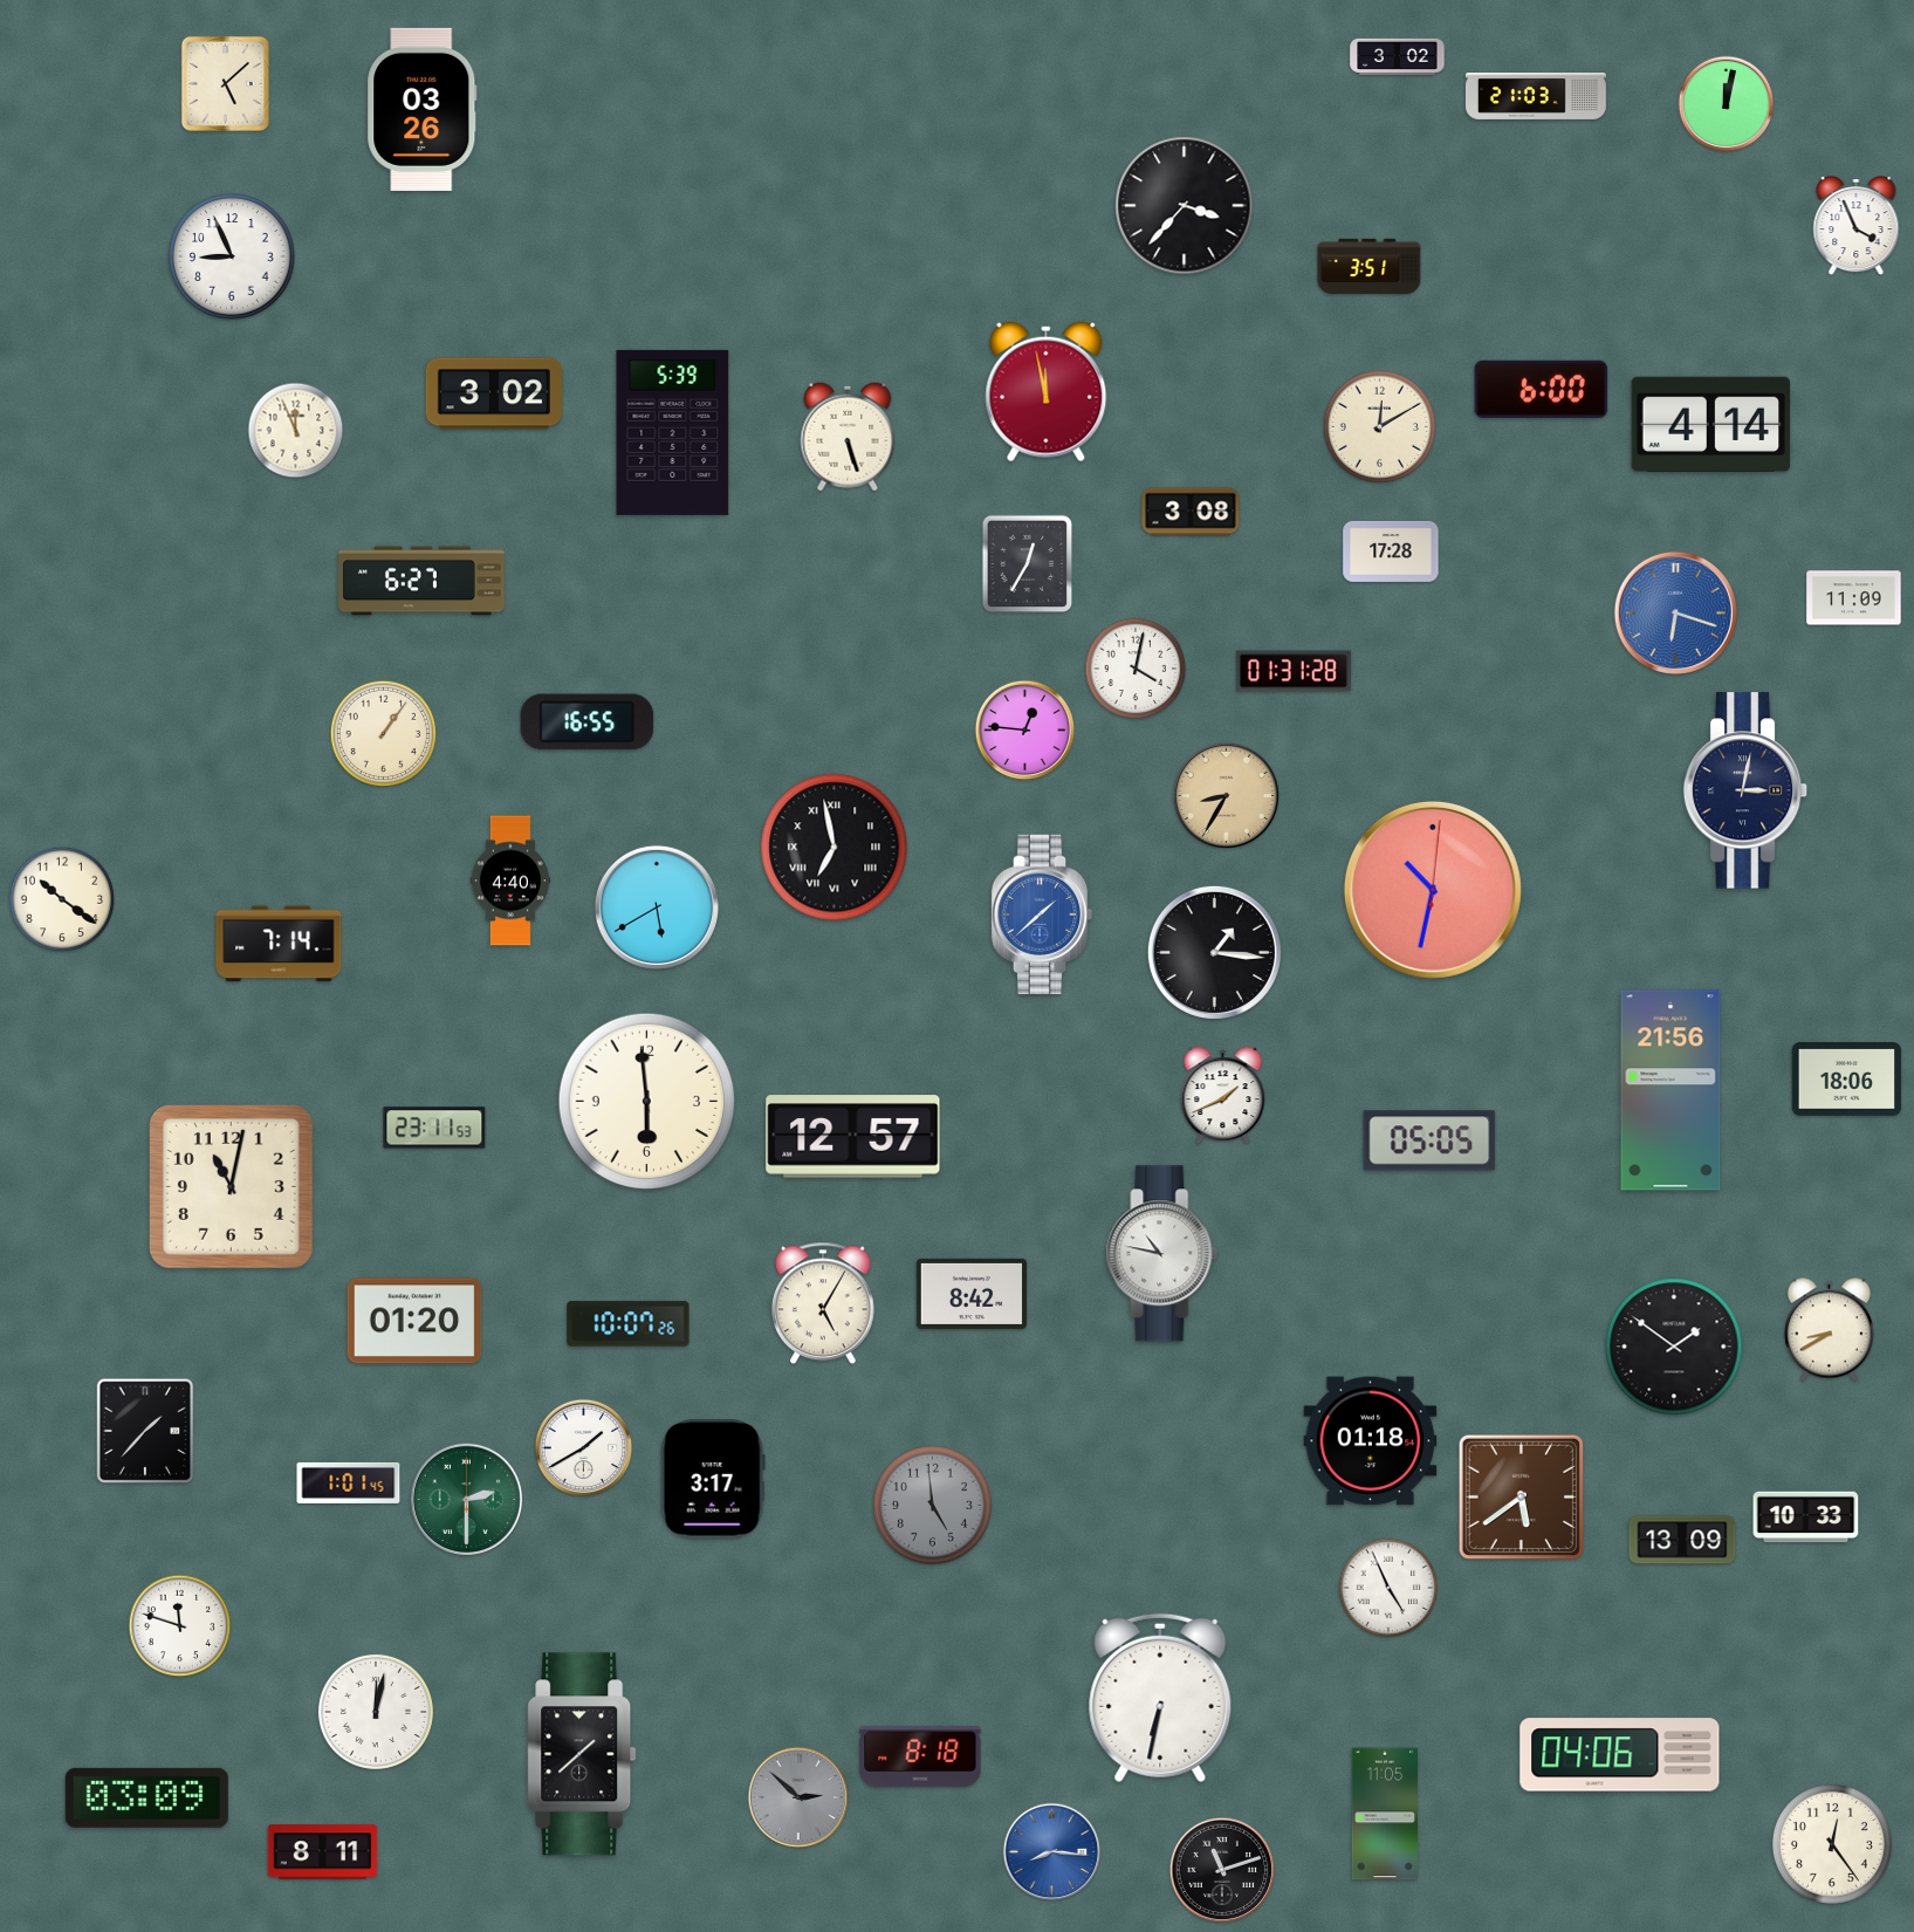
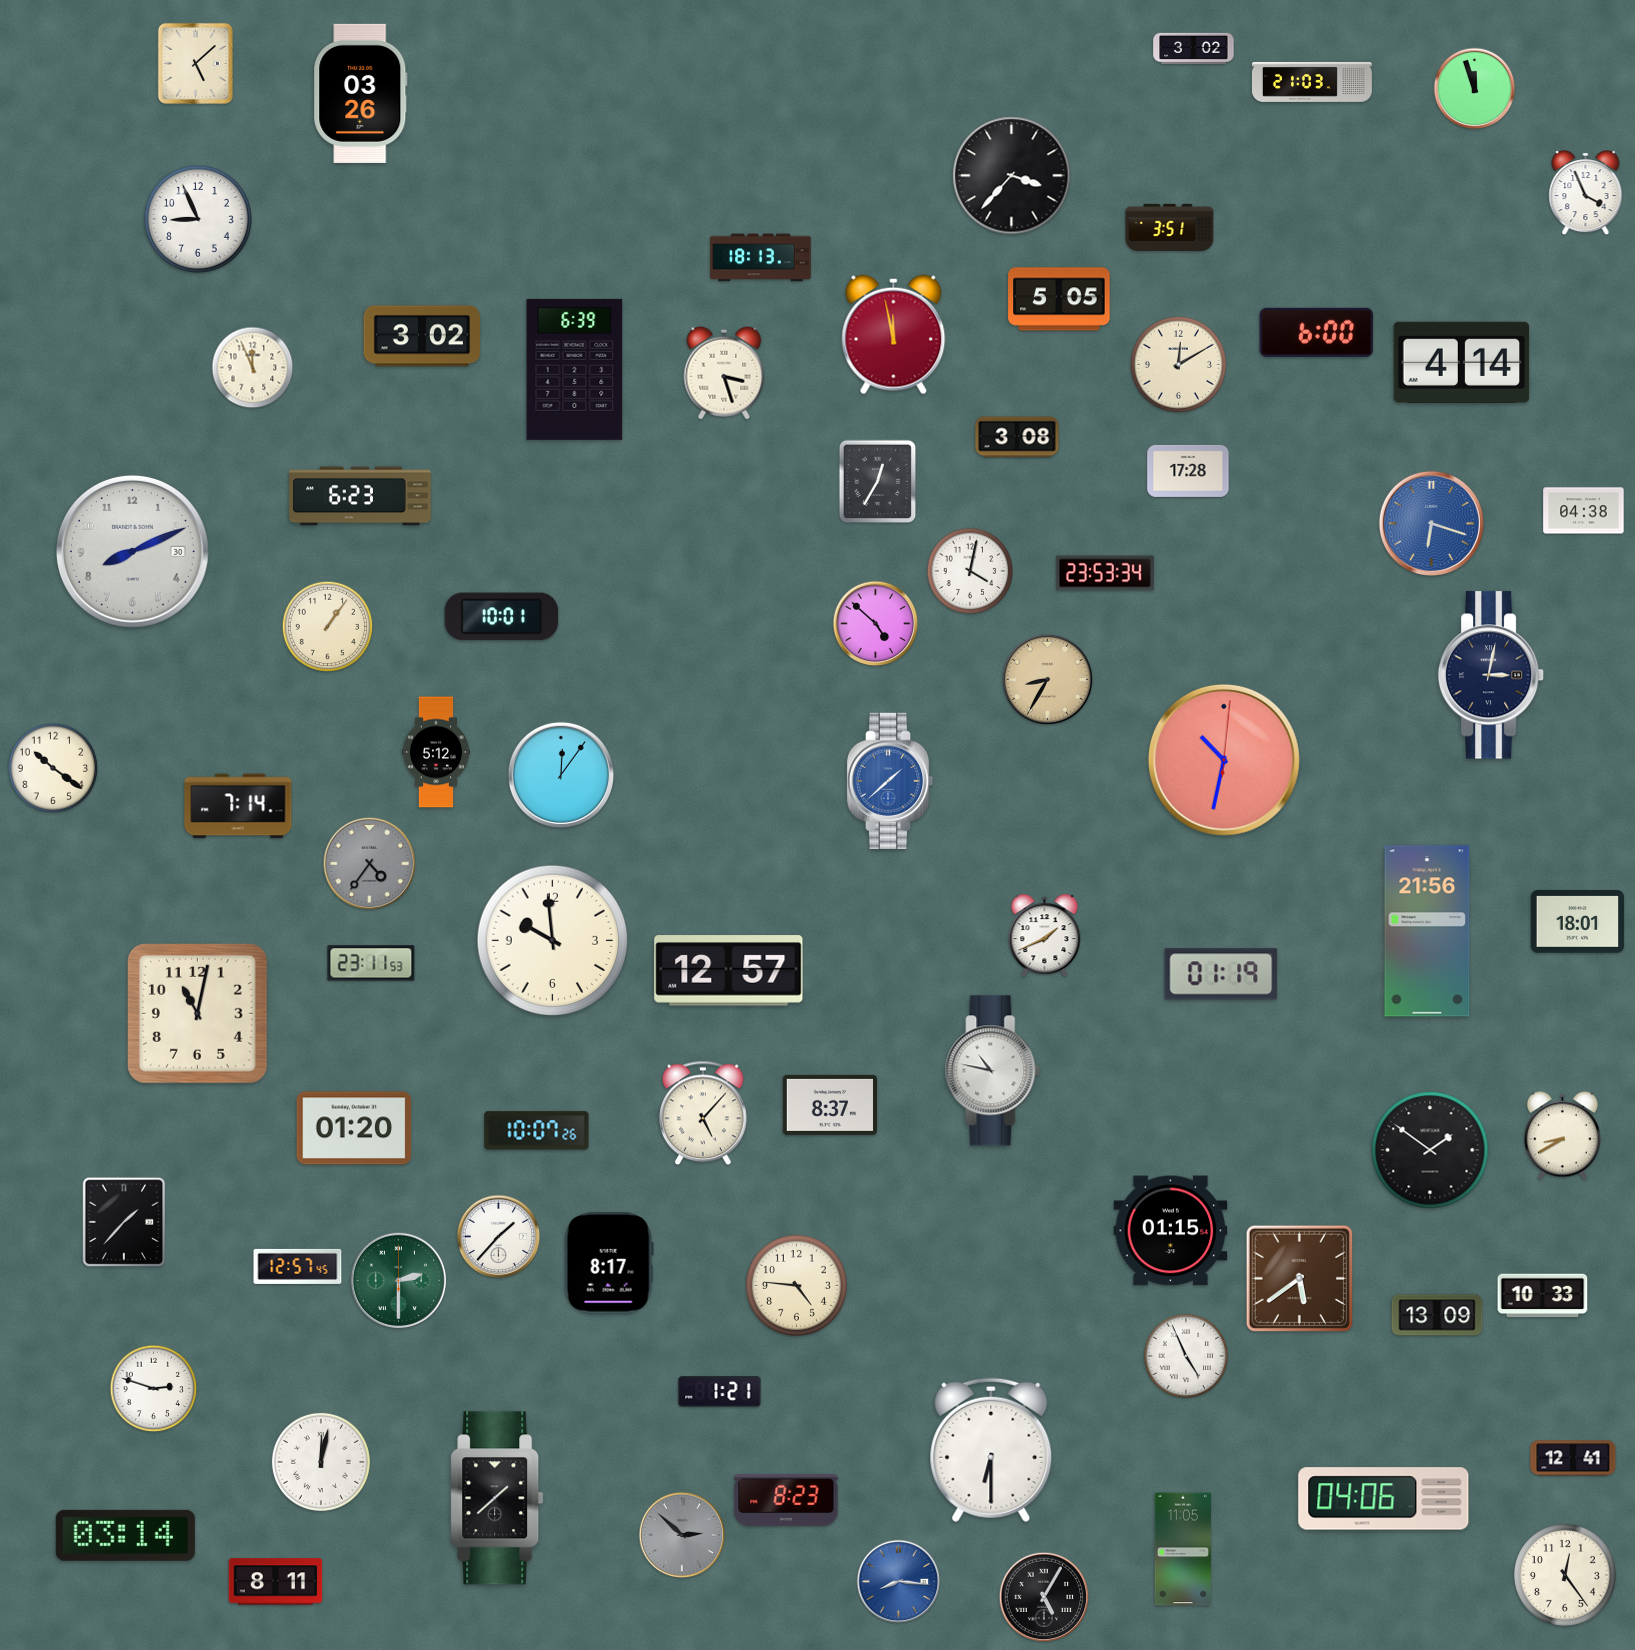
clock at (225, 83) position: (225, 83) -> (195, 63)
clock at (1727, 104): 12:02 -> 11:57
clock at (761, 258): none -> 18:13
clock at (1059, 299): none -> 5:05
clock at (673, 432): 5:39 -> 6:39
clock at (848, 437): 5:27 -> 3:27
clock at (423, 581): 6:27 -> 6:23
clock at (1854, 598): 11:09 -> 04:38
clock at (132, 551): none -> 8:11
clock at (1294, 671): 01:31 -> 23:53
clock at (588, 722): 16:55 -> 10:01
clock at (1025, 731): 12:46 -> 4:52
clock at (835, 848): 6:58 -> none
clock at (509, 881): 4:40 -> 5:12
clock at (657, 907): 5:40 -> 12:06
clock at (1214, 952): 1:16 -> none
clock at (370, 864): none -> 4:36
clock at (1847, 1080): 18:06 -> 18:01
clock at (647, 1102): 5:59 -> 9:59
clock at (1429, 1140): 05:05 -> 01:19
clock at (972, 1294): 8:42 -> 8:37
clock at (823, 1303): 5:05 -> 5:07
clock at (1371, 1441): 01:18 -> 01:15
clock at (584, 1448): 1:40 -> 1:37
clock at (713, 1479): 3:17 -> 8:17
clock at (349, 1482): 1:01 -> 12:57
clock at (932, 1505): 4:59 -> 4:46
clock at (932, 1505) dial: grey -> cream
clock at (180, 1626): 11:48 -> 2:48
clock at (720, 1392): none -> 1:21
clock at (1160, 1698): 6:32 -> 6:30
clock at (1573, 1458): none -> 12:41
clock at (920, 1756): 8:18 -> 8:23
clock at (146, 1797): 03:09 -> 03:14
clock at (1222, 1870): 11:12 -> 5:05
